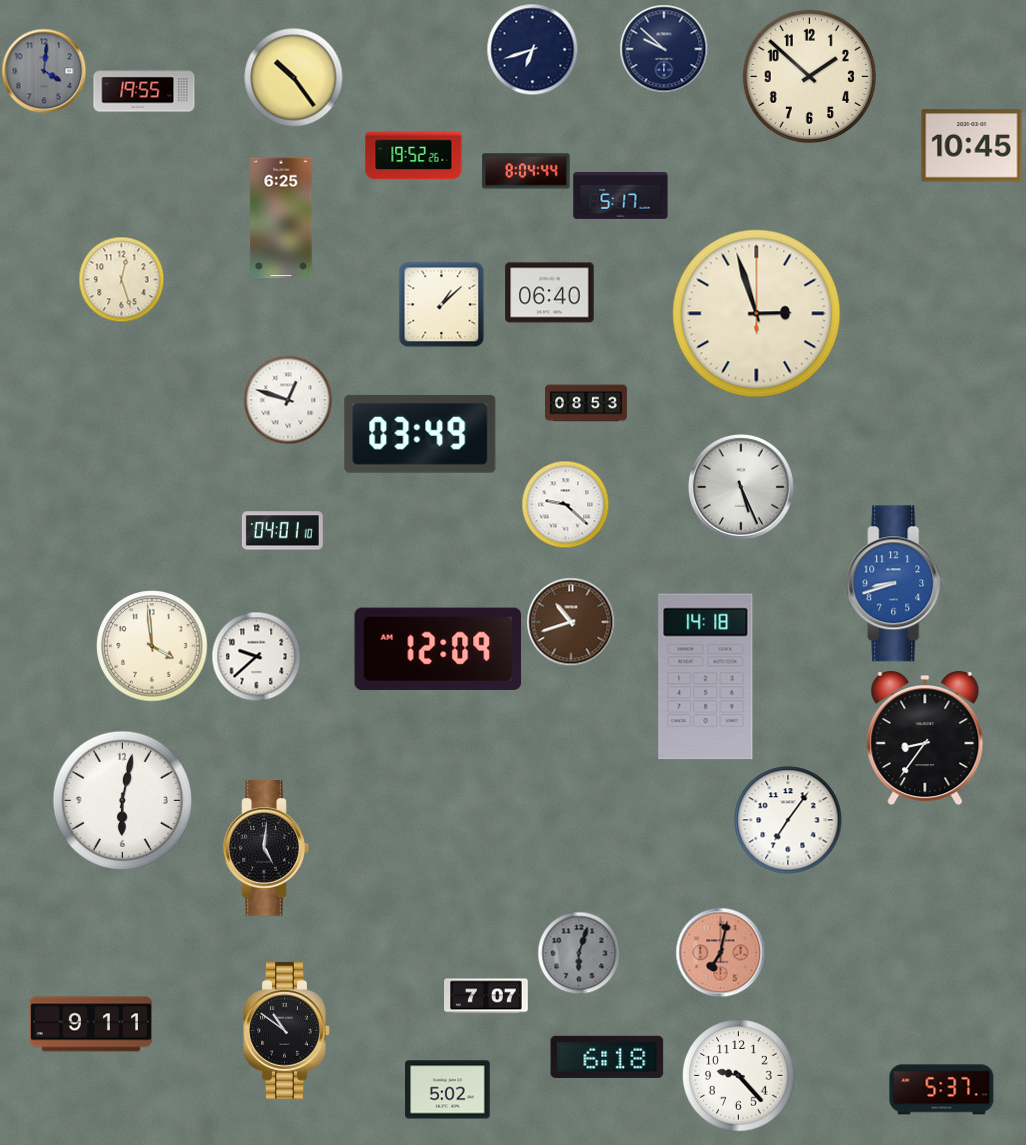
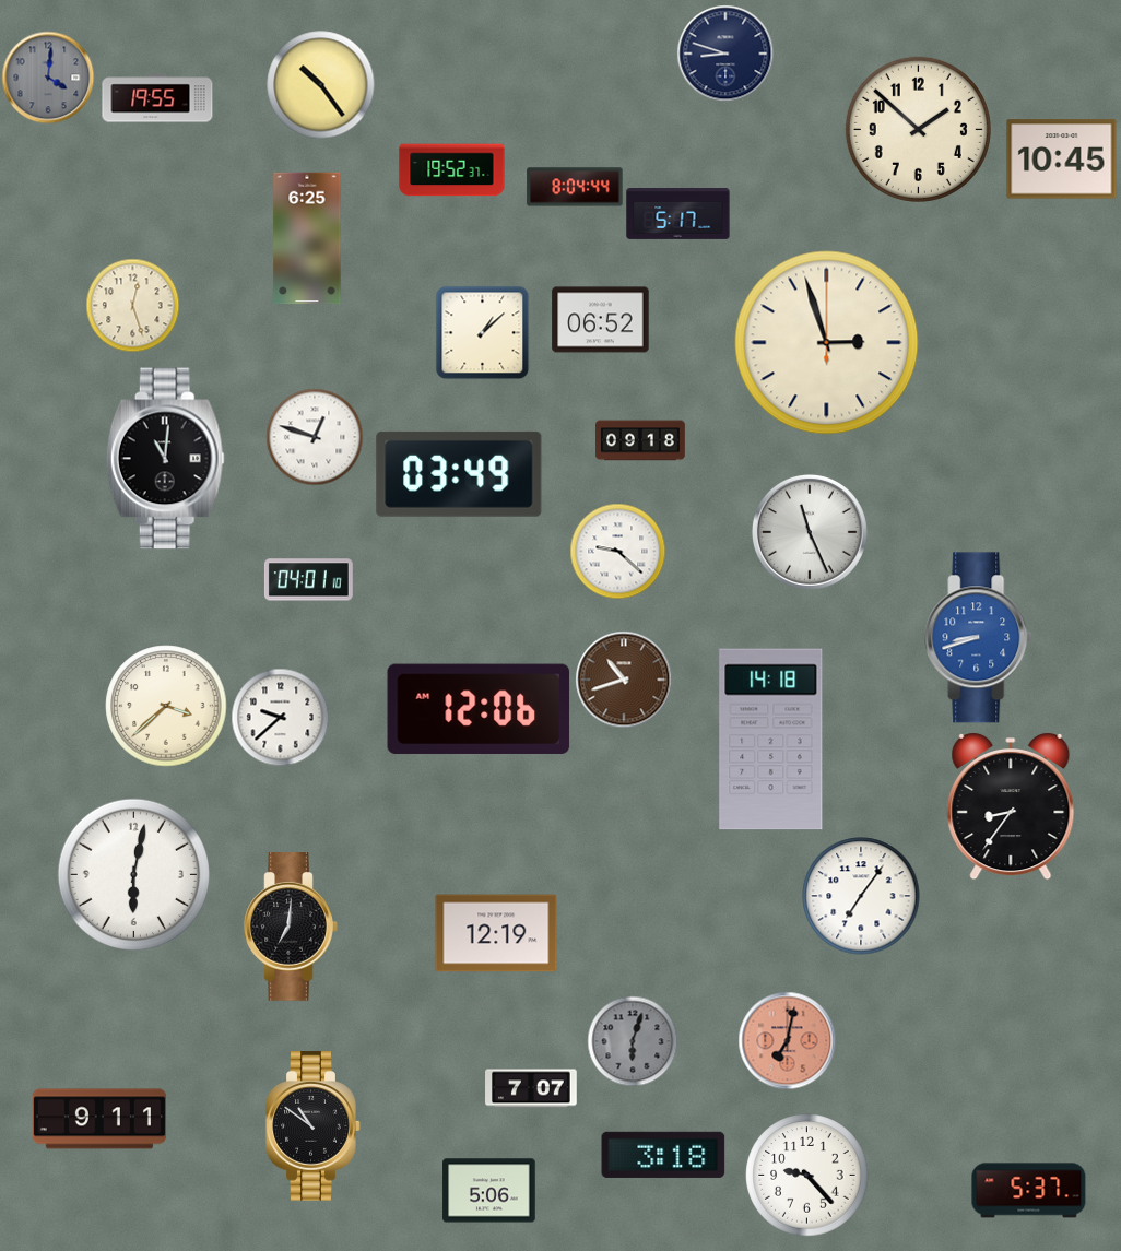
clock at (532, 49): 6:42 -> none
clock at (664, 49): 9:52 -> 8:48
clock at (809, 76) position: (809, 76) -> (918, 129)
clock at (414, 156): 19:52:26 -> 19:52:37
clock at (550, 293): 06:40 -> 06:52
clock at (586, 403): 08:53 -> 09:18
clock at (165, 459): none -> 11:01
clock at (741, 487): 5:26 -> 11:26
clock at (152, 646): 3:59 -> 3:38
clock at (438, 649): 12:09 -> 12:06
clock at (266, 849): 5:01 -> 7:01
clock at (496, 933): none -> 12:19
clock at (607, 1057): 6:18 -> 3:18
clock at (448, 1090): 5:02 -> 5:06
